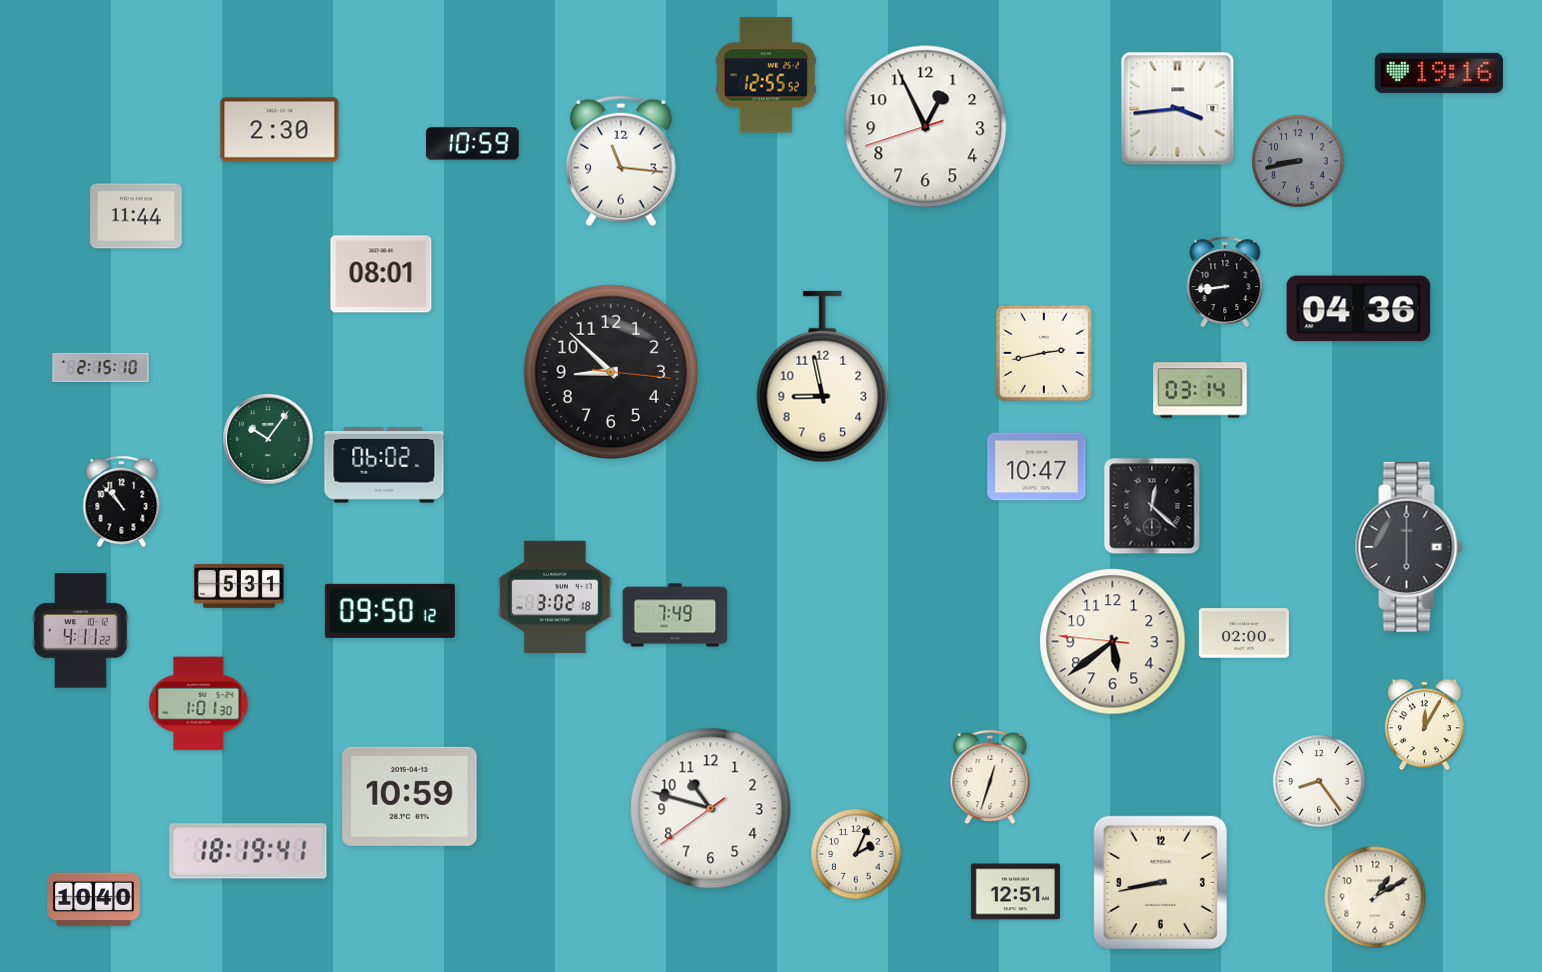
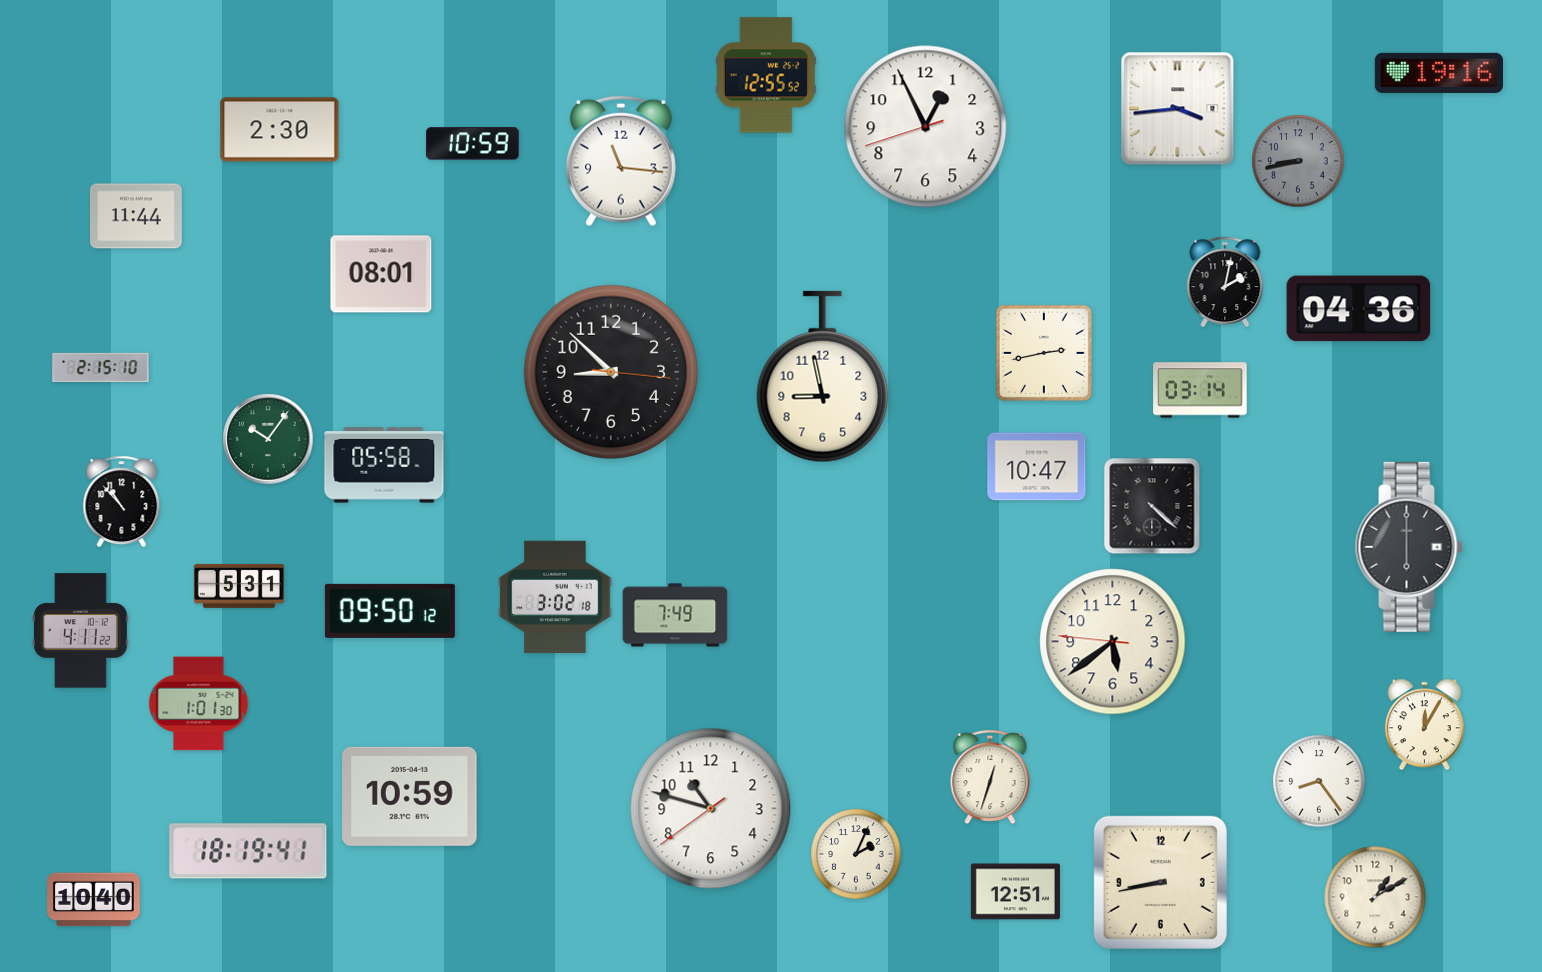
clock at (1225, 281): 8:44 -> 2:02
clock at (384, 465): 06:02 -> 05:58
clock at (1152, 506): 12:22 -> 4:22
clock at (1244, 633): 02:00 -> none
